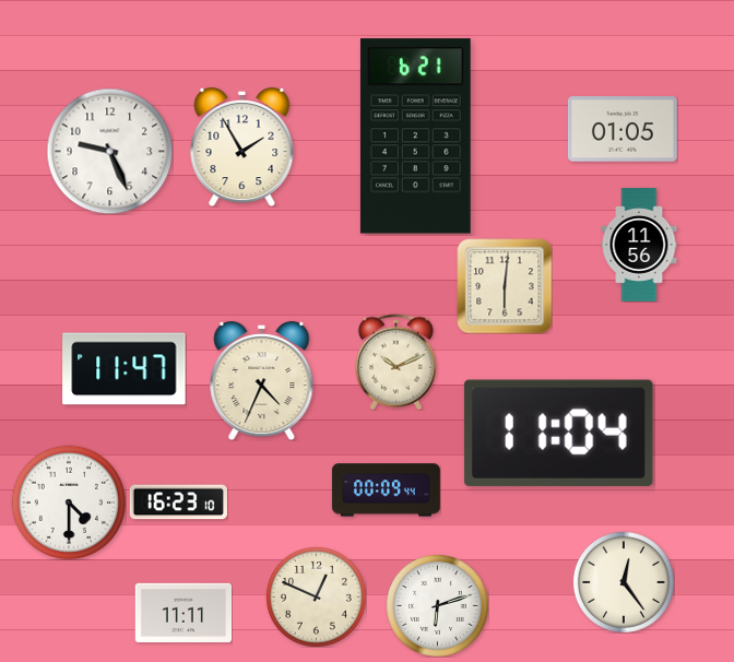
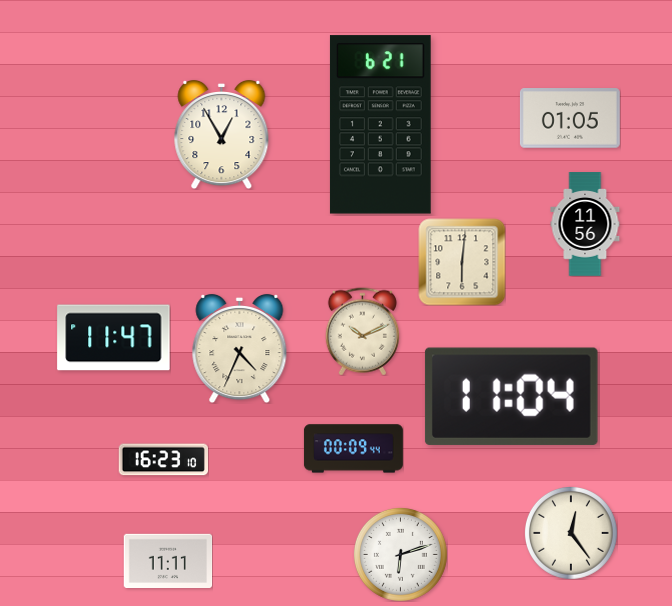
clock at (242, 146): 1:55 -> 12:55
clock at (109, 151): 9:26 -> none
clock at (68, 501): 4:30 -> none
clock at (317, 598): 12:49 -> none
